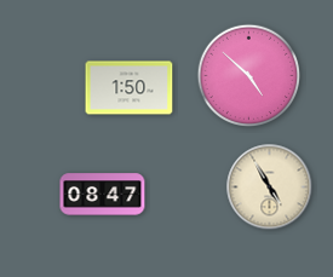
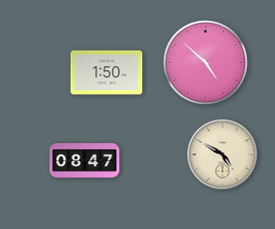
clock at (270, 187): 4:55 -> 4:50
